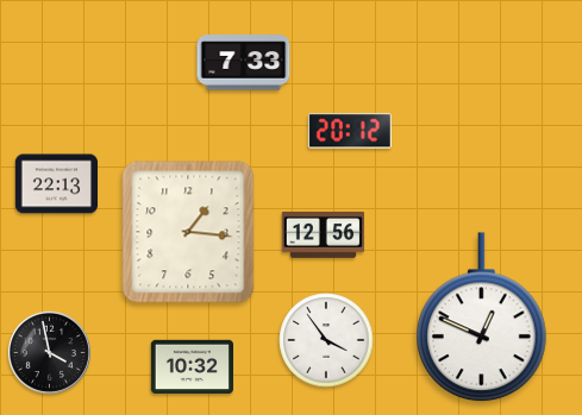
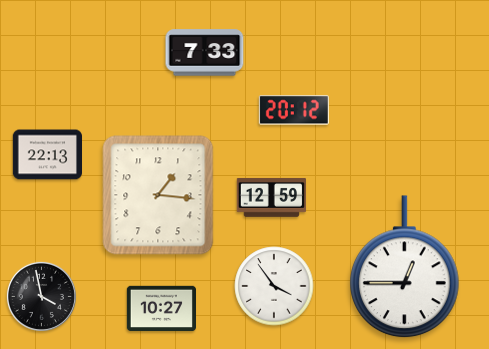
clock at (323, 234): 12:56 -> 12:59
clock at (482, 317): 12:49 -> 12:45
clock at (192, 367): 10:32 -> 10:27
